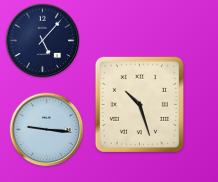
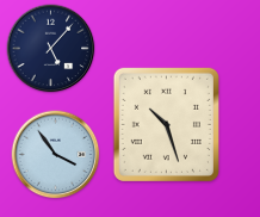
clock at (47, 130): 9:16 -> 3:54
